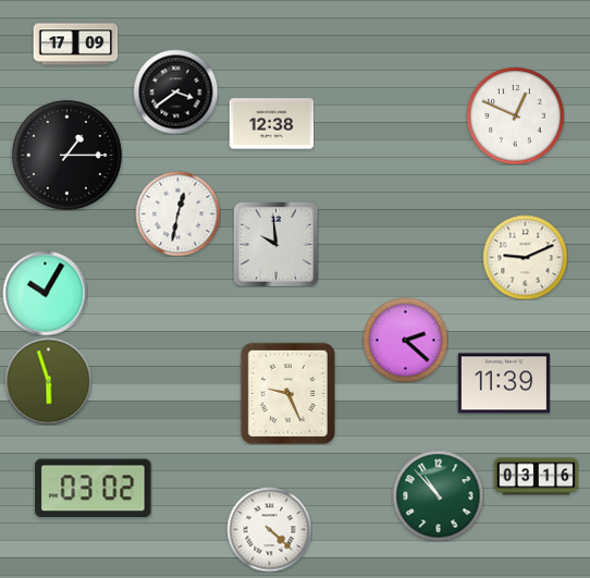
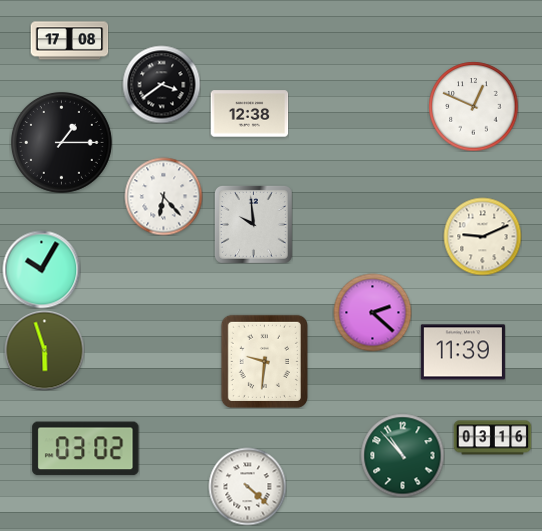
clock at (75, 45): 17:09 -> 17:08
clock at (177, 213): 12:32 -> 6:23
clock at (287, 393): 9:26 -> 9:31
